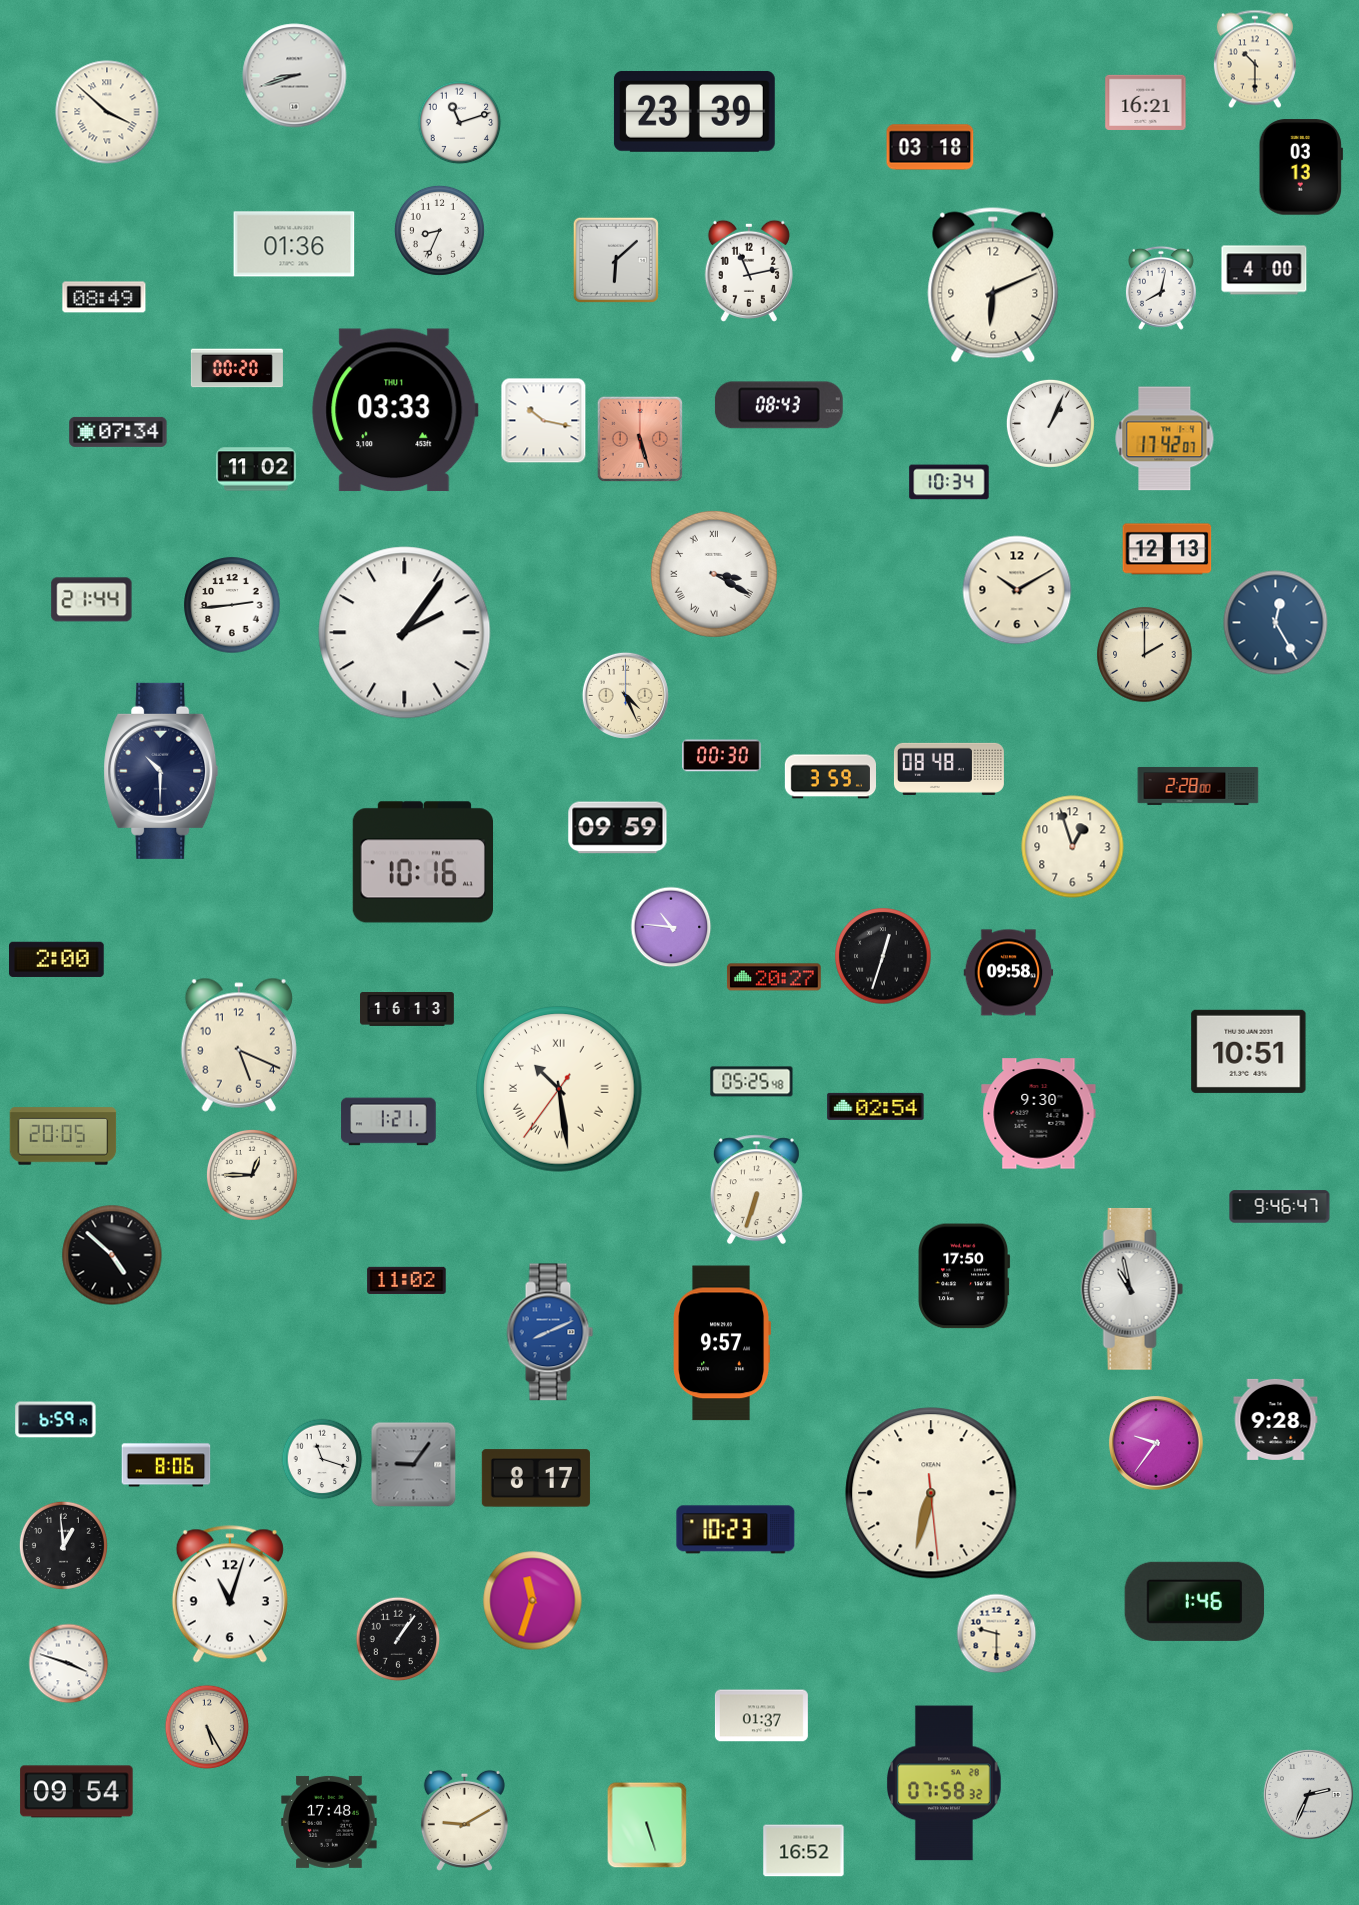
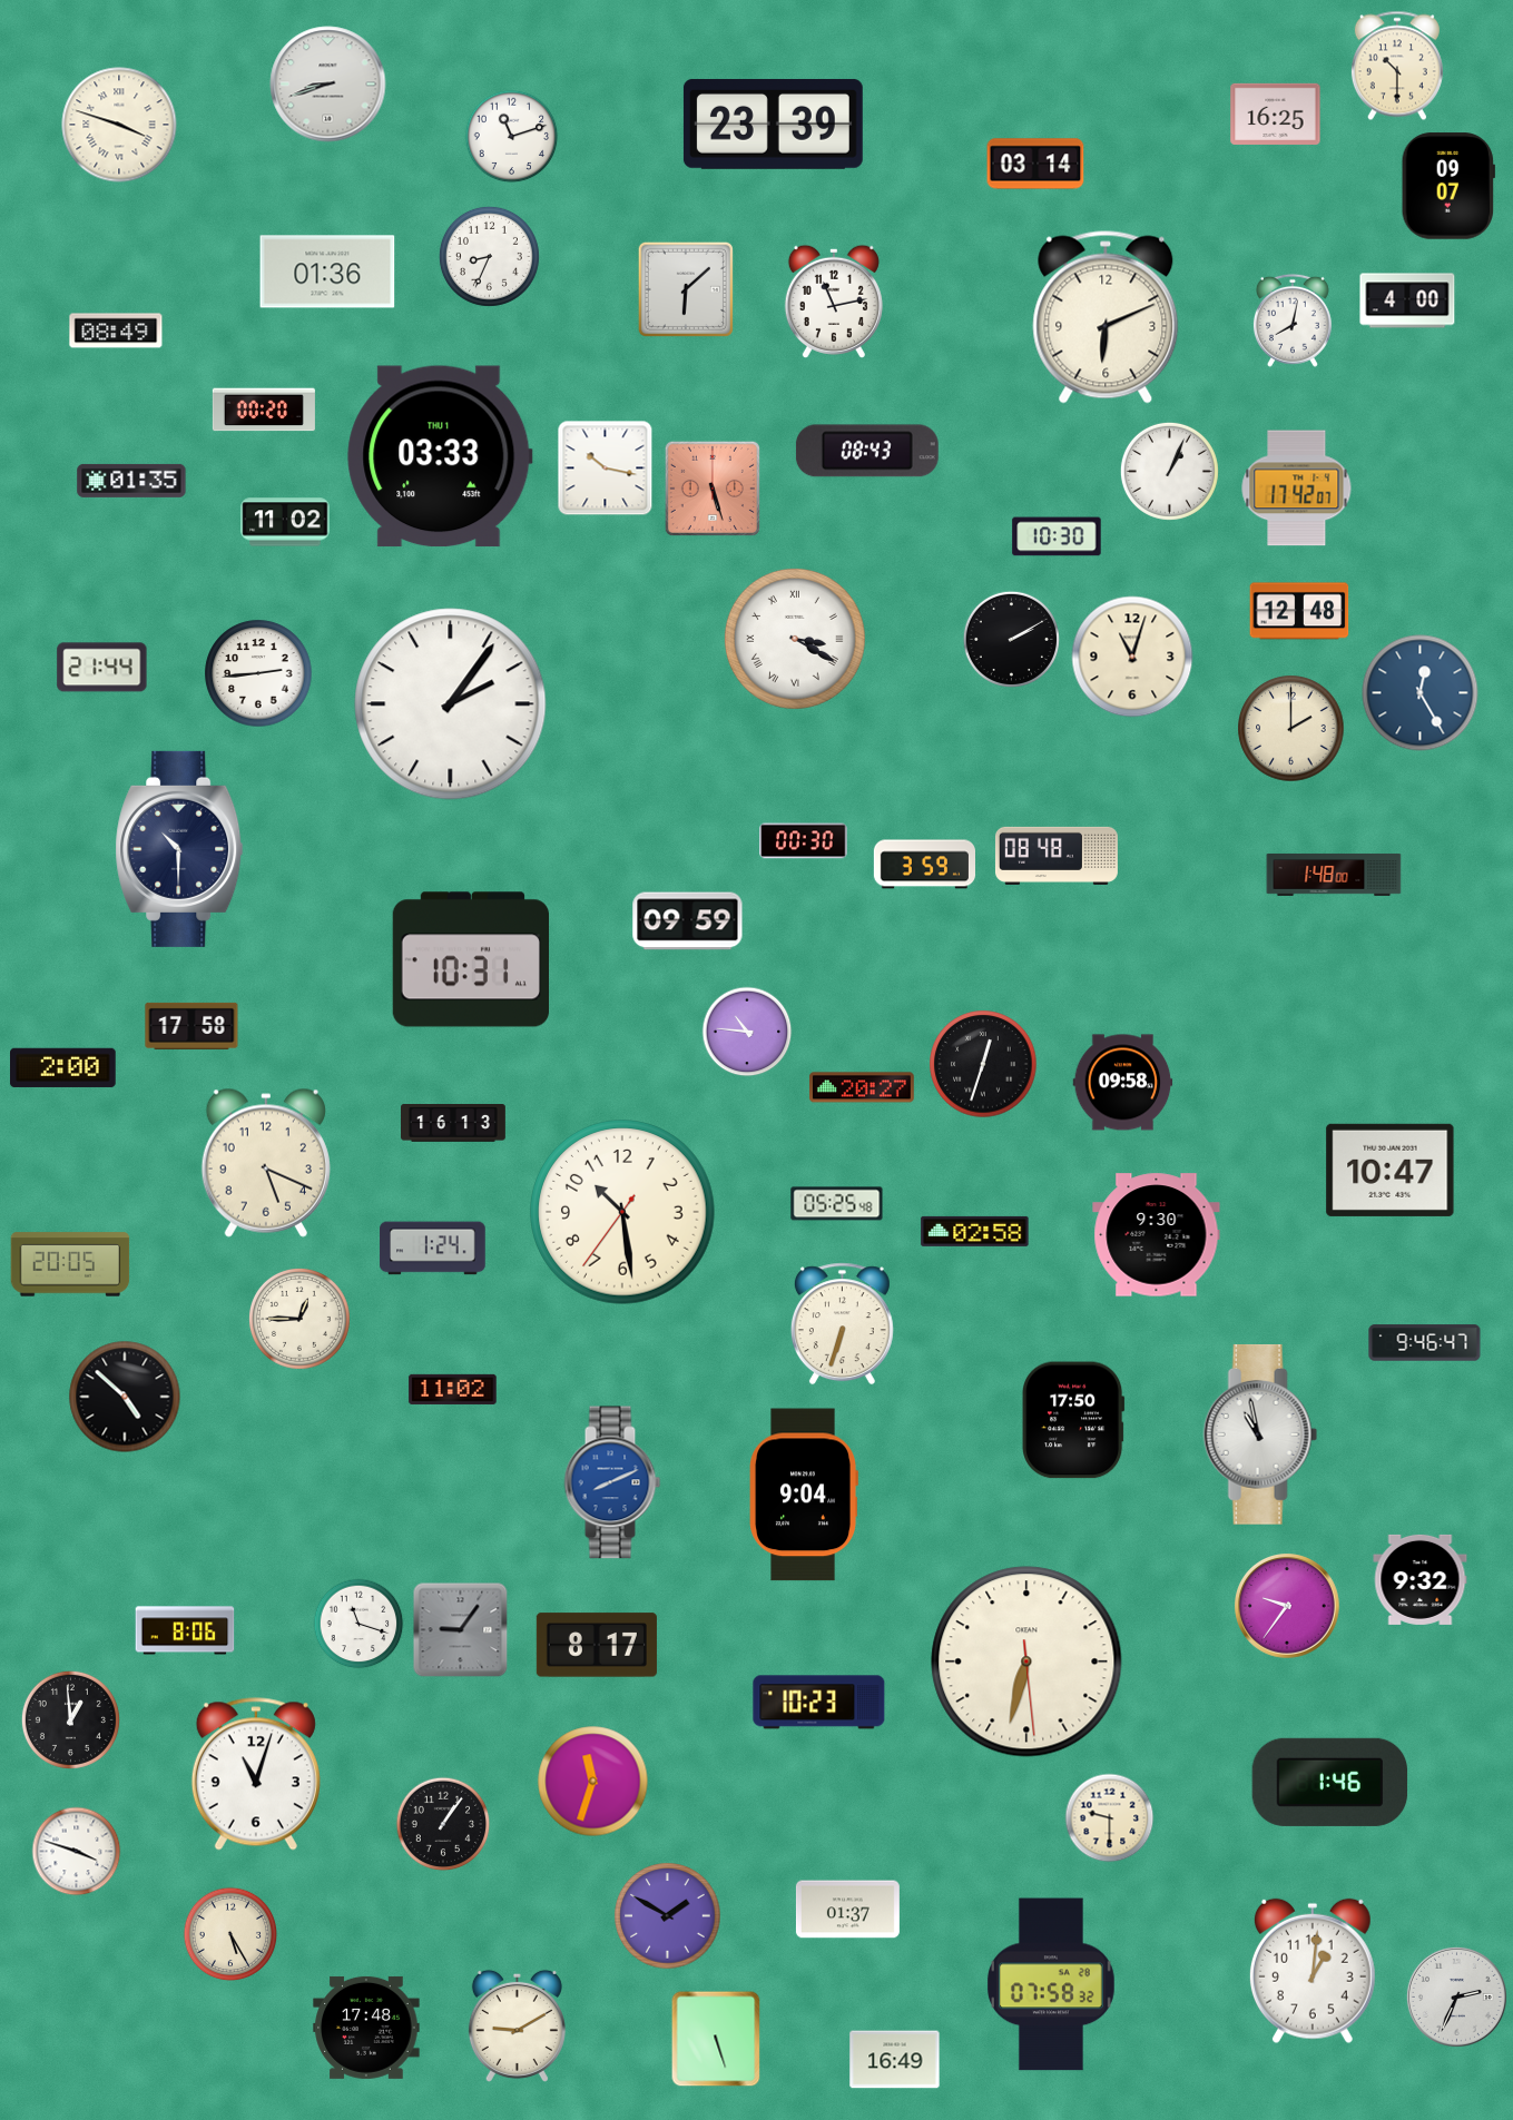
clock at (1146, 102): 16:21 -> 16:25
clock at (107, 112): 3:52 -> 3:48
clock at (930, 147): 03:18 -> 03:14
clock at (1301, 167): 03:13 -> 09:07
clock at (118, 432): 07:34 -> 01:35
clock at (949, 482): 10:34 -> 10:30
clock at (1167, 549): 12:13 -> 12:48
clock at (1011, 639): none -> 2:10
clock at (1017, 590): 10:10 -> 11:03
clock at (1145, 655) position: (1145, 655) -> (1291, 729)
clock at (625, 695): 4:26 -> none
clock at (161, 771) position: (161, 771) -> (179, 849)
clock at (1198, 786): 2:28 -> 1:48
clock at (1073, 847): 12:57 -> none
clock at (422, 862): 10:16 -> 10:31
clock at (191, 1026): none -> 17:58
clock at (1249, 1051): 10:51 -> 10:47
clock at (559, 1089) numerals: Roman -> Arabic
clock at (876, 1106): 02:54 -> 02:58
clock at (1039, 1114) position: (1039, 1114) -> (1157, 1235)
clock at (389, 1122): 1:21 -> 1:24
clock at (252, 1175) position: (252, 1175) -> (299, 1319)
clock at (407, 1280) position: (407, 1280) -> (453, 1389)
clock at (721, 1343): 9:57 -> 9:04
clock at (1276, 1419): 9:28 -> 9:32
clock at (56, 1420): 6:59 -> none
clock at (931, 1493) position: (931, 1493) -> (1026, 1662)
clock at (668, 1916): none -> 1:50
clock at (207, 1727) position: (207, 1727) -> (230, 1934)
clock at (1313, 1971): none -> 1:01
clock at (77, 1792): 09:54 -> none
clock at (647, 1825) position: (647, 1825) -> (716, 2039)
clock at (804, 1851): 16:52 -> 16:49
